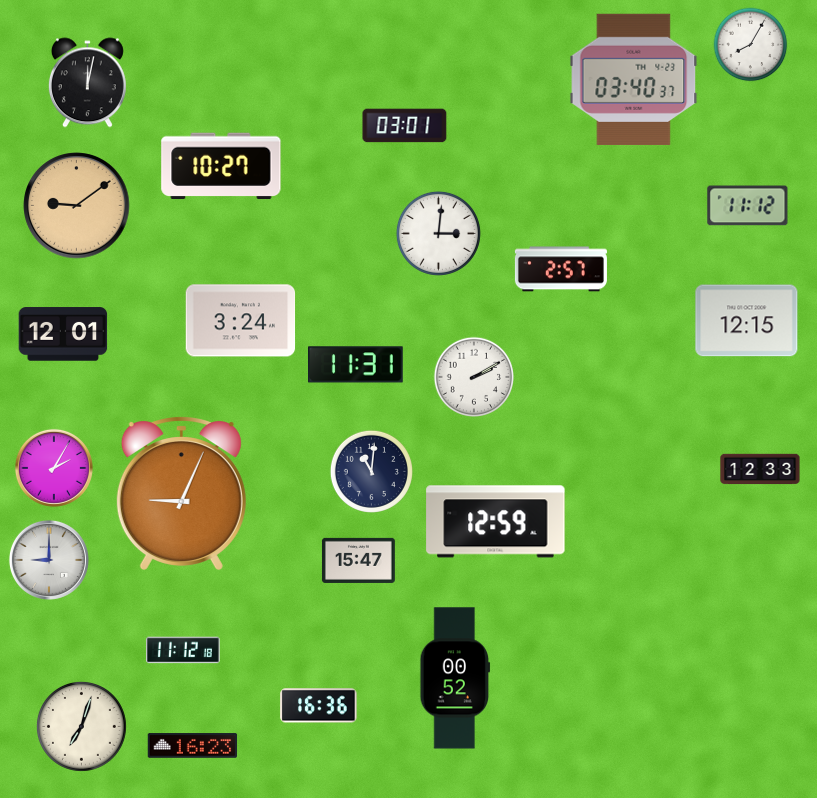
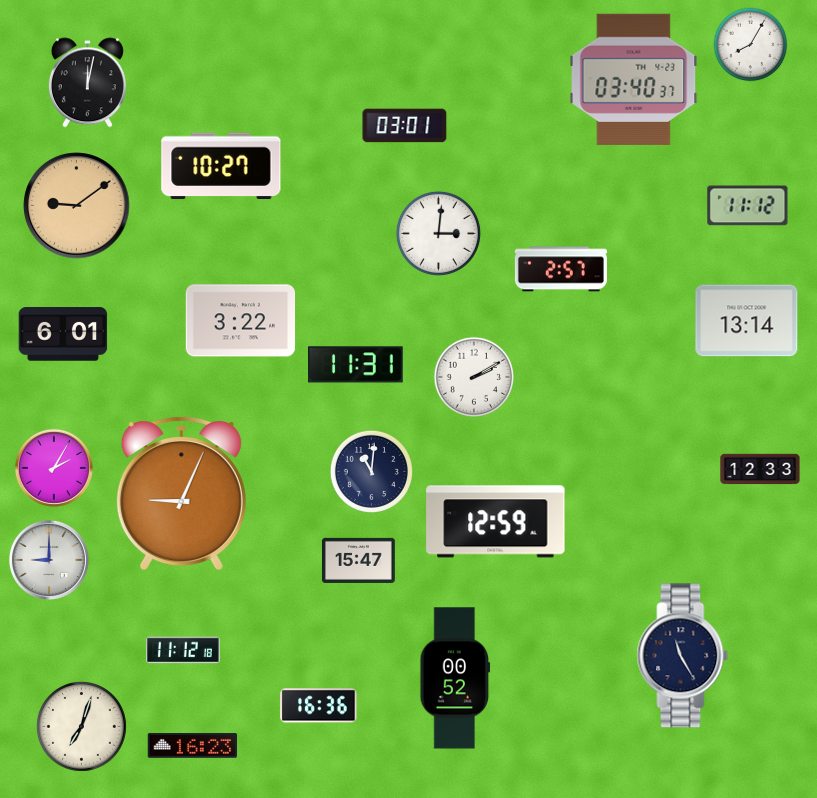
clock at (241, 321): 3:24 -> 3:22
clock at (747, 321): 12:15 -> 13:14
clock at (63, 334): 12:01 -> 6:01
clock at (683, 656): none -> 11:25
